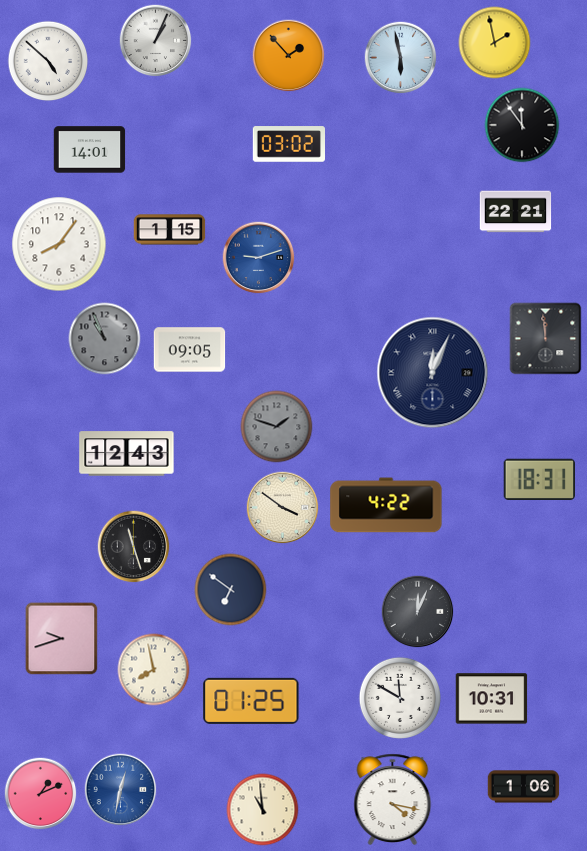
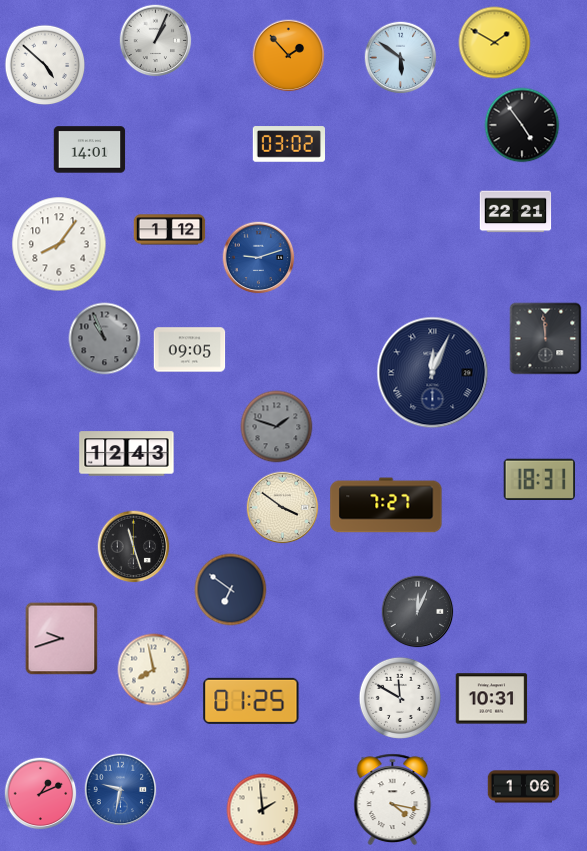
clock at (495, 43): 1:58 -> 1:50
clock at (401, 58): 5:58 -> 5:51
clock at (48, 61) position: (48, 61) -> (45, 65)
clock at (522, 125): 11:54 -> 4:54
clock at (170, 230): 1:15 -> 1:12
clock at (386, 505): 4:22 -> 7:27
clock at (121, 790): 12:32 -> 9:32
clock at (263, 810): 10:59 -> 1:59
